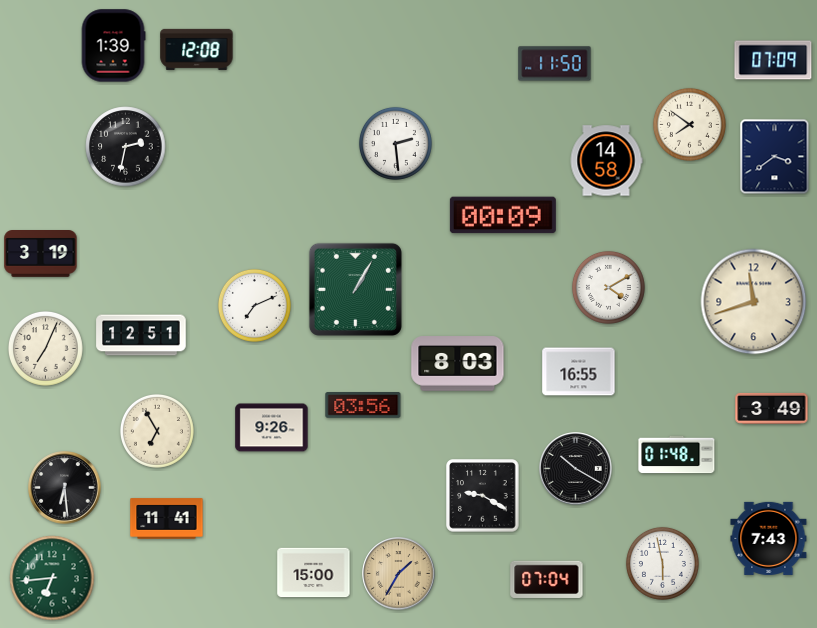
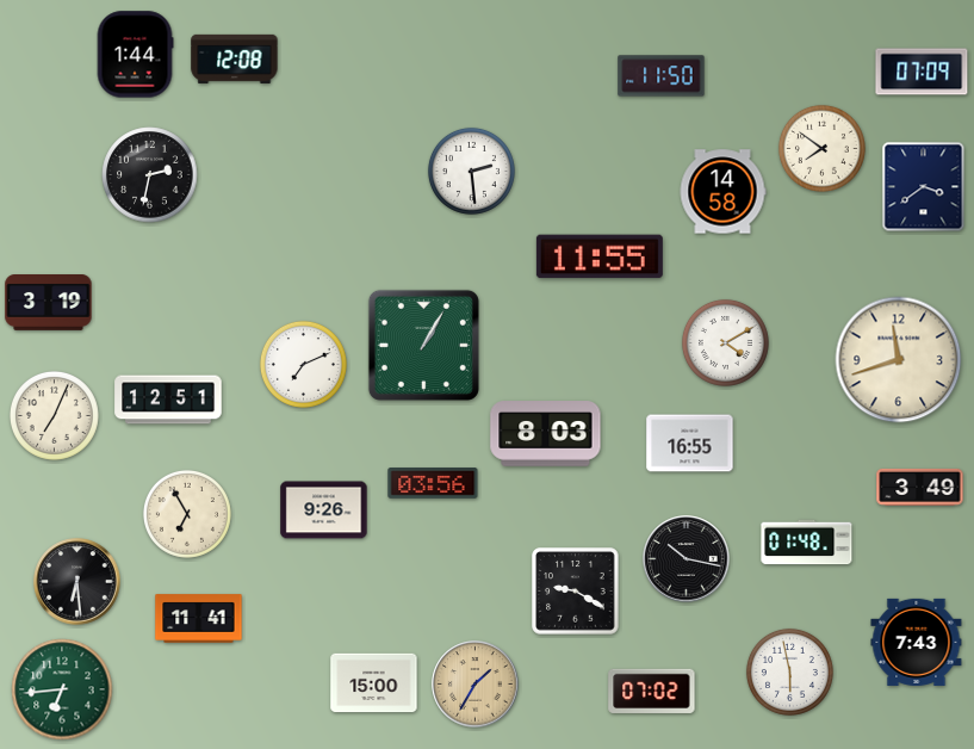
clock at (113, 46): 1:39 -> 1:44
clock at (503, 215): 00:09 -> 11:55
clock at (576, 469): 10:20 -> 10:17
clock at (547, 579): 07:04 -> 07:02
